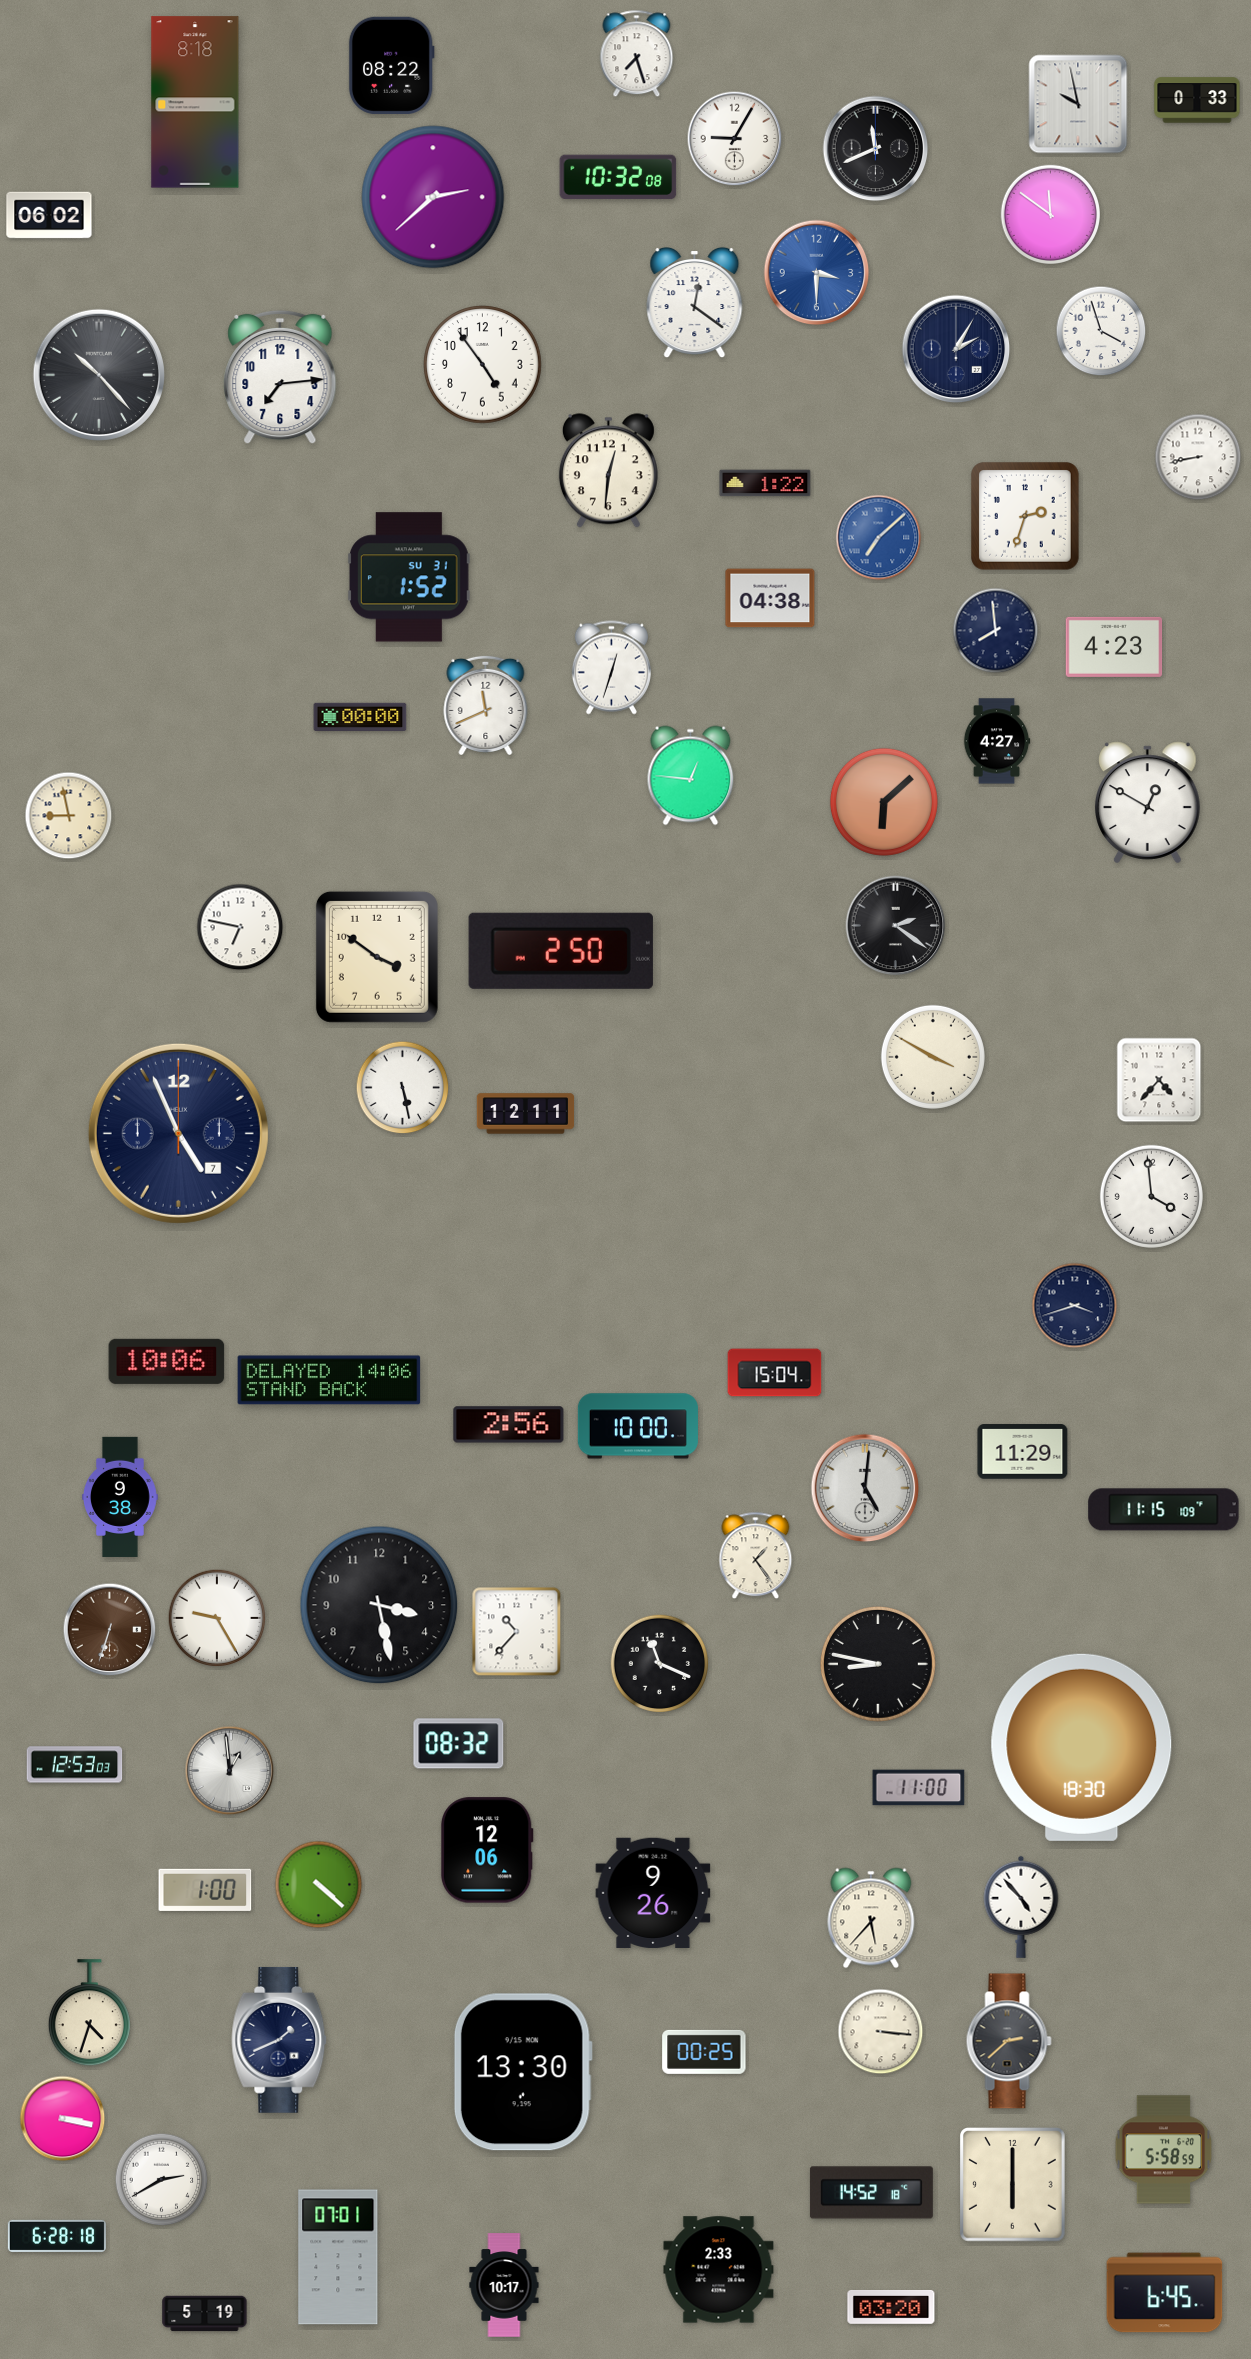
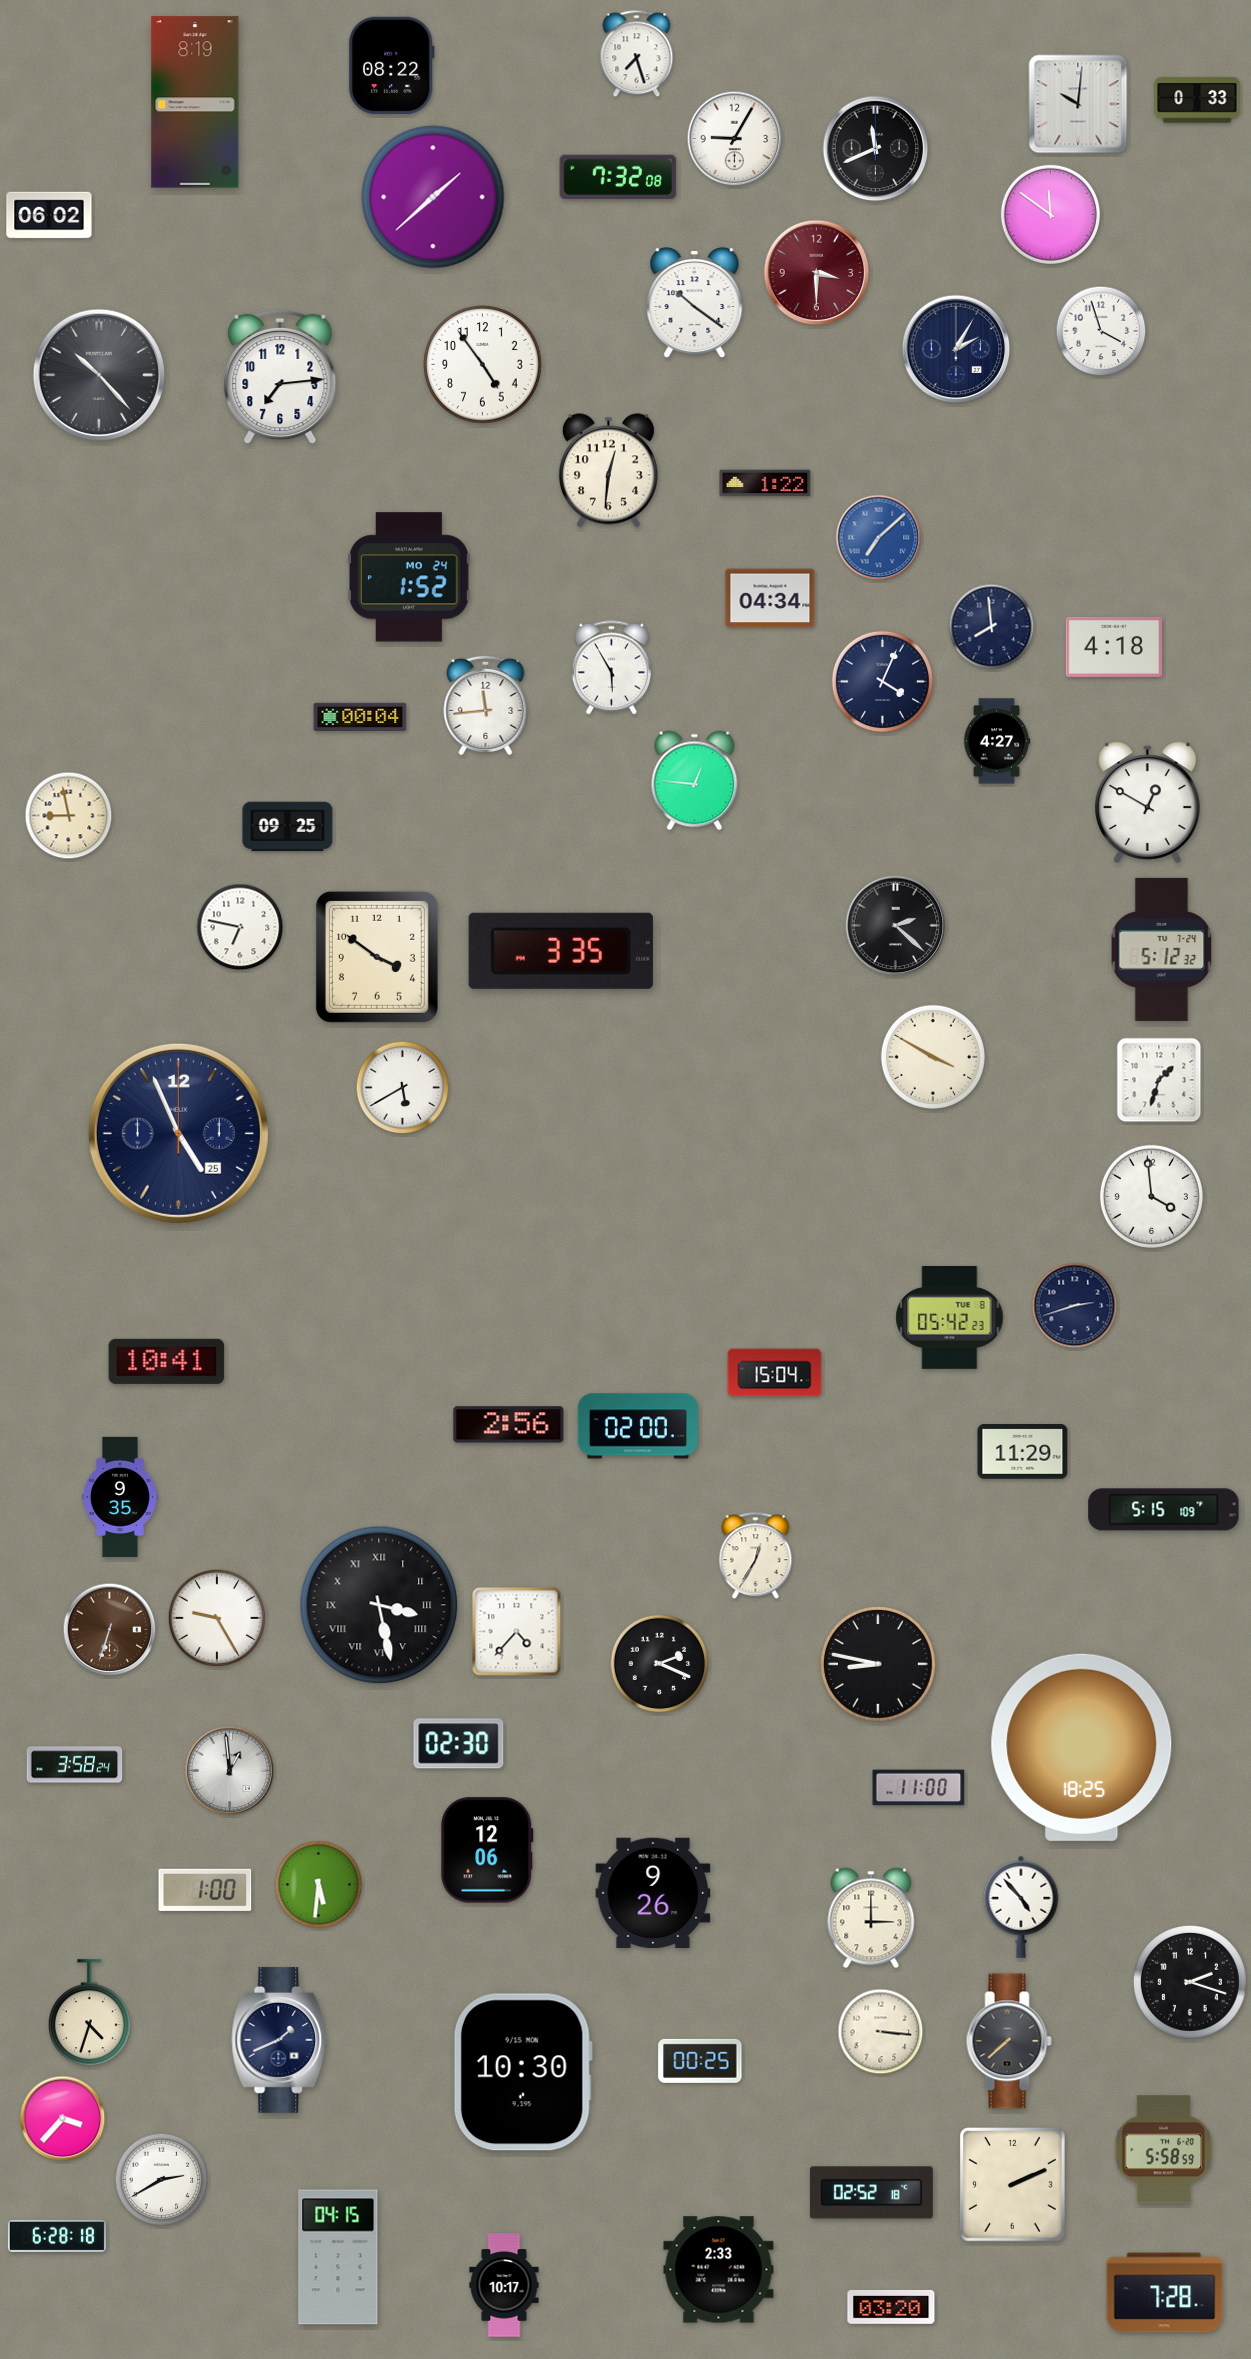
clock at (195, 102): 8:18 -> 8:19
clock at (1078, 104): 9:58 -> 10:01
clock at (618, 177): 10:32 -> 7:32
clock at (433, 197): 2:38 -> 1:38
clock at (817, 273) dial: blue -> burgundy
clock at (695, 303): 12:21 -> 10:21
clock at (1198, 457): 8:43 -> none
clock at (1025, 516): 2:33 -> none
clock at (409, 577) date: SU 31 -> MO 24
clock at (770, 598): 04:38 -> 04:34
clock at (996, 631) position: (996, 631) -> (992, 627)
clock at (1114, 647): 4:23 -> 4:18
clock at (611, 668): 12:33 -> 5:55
clock at (882, 681): none -> 4:04
clock at (486, 705): 11:41 -> 11:44
clock at (360, 717): 00:00 -> 00:04
clock at (691, 776) position: (691, 776) -> (695, 781)
clock at (884, 802): 6:08 -> none
clock at (288, 827): none -> 09:25
clock at (896, 926): 2:21 -> 2:22
clock at (1162, 949): none -> 5:12
clock at (561, 951): 2:50 -> 3:35
clock at (1159, 1080): 4:37 -> 1:33
clock at (403, 1088): 5:28 -> 5:40
clock at (526, 1114): 12:11 -> none
clock at (178, 1133) date: 7 -> 25
clock at (1075, 1306): 3:42 -> 2:42
clock at (950, 1318): none -> 05:42
clock at (167, 1361): 10:06 -> 10:41
clock at (329, 1380): 14:06 -> none
clock at (638, 1426): 10:00 -> 02:00
clock at (865, 1488): 5:01 -> none
clock at (120, 1497): 9:38 -> 9:35
clock at (1164, 1510): 11:15 -> 5:15
clock at (756, 1556): 1:24 -> 12:35
clock at (379, 1605) numerals: Arabic -> Roman
clock at (517, 1632): 10:37 -> 4:37
clock at (660, 1664): 11:19 -> 2:19
clock at (459, 1744): 08:32 -> 02:30
clock at (1082, 1747): 18:30 -> 18:25
clock at (75, 1765): 12:53 -> 3:58
clock at (319, 1885): 4:22 -> 5:31
clock at (871, 1918): 5:37 -> 3:00
clock at (1190, 1982): none -> 2:18
clock at (1009, 2041): 2:38 -> 7:38
clock at (704, 2052) position: (704, 2052) -> (700, 2061)
clock at (523, 2072): 13:30 -> 10:30
clock at (63, 2119): 3:17 -> 3:37
clock at (1013, 2185): 6:00 -> 2:11
clock at (871, 2193): 14:52 -> 02:52
clock at (338, 2257): 07:01 -> 04:15
clock at (1165, 2293): 6:45 -> 7:28
clock at (205, 2314): 5:19 -> none
